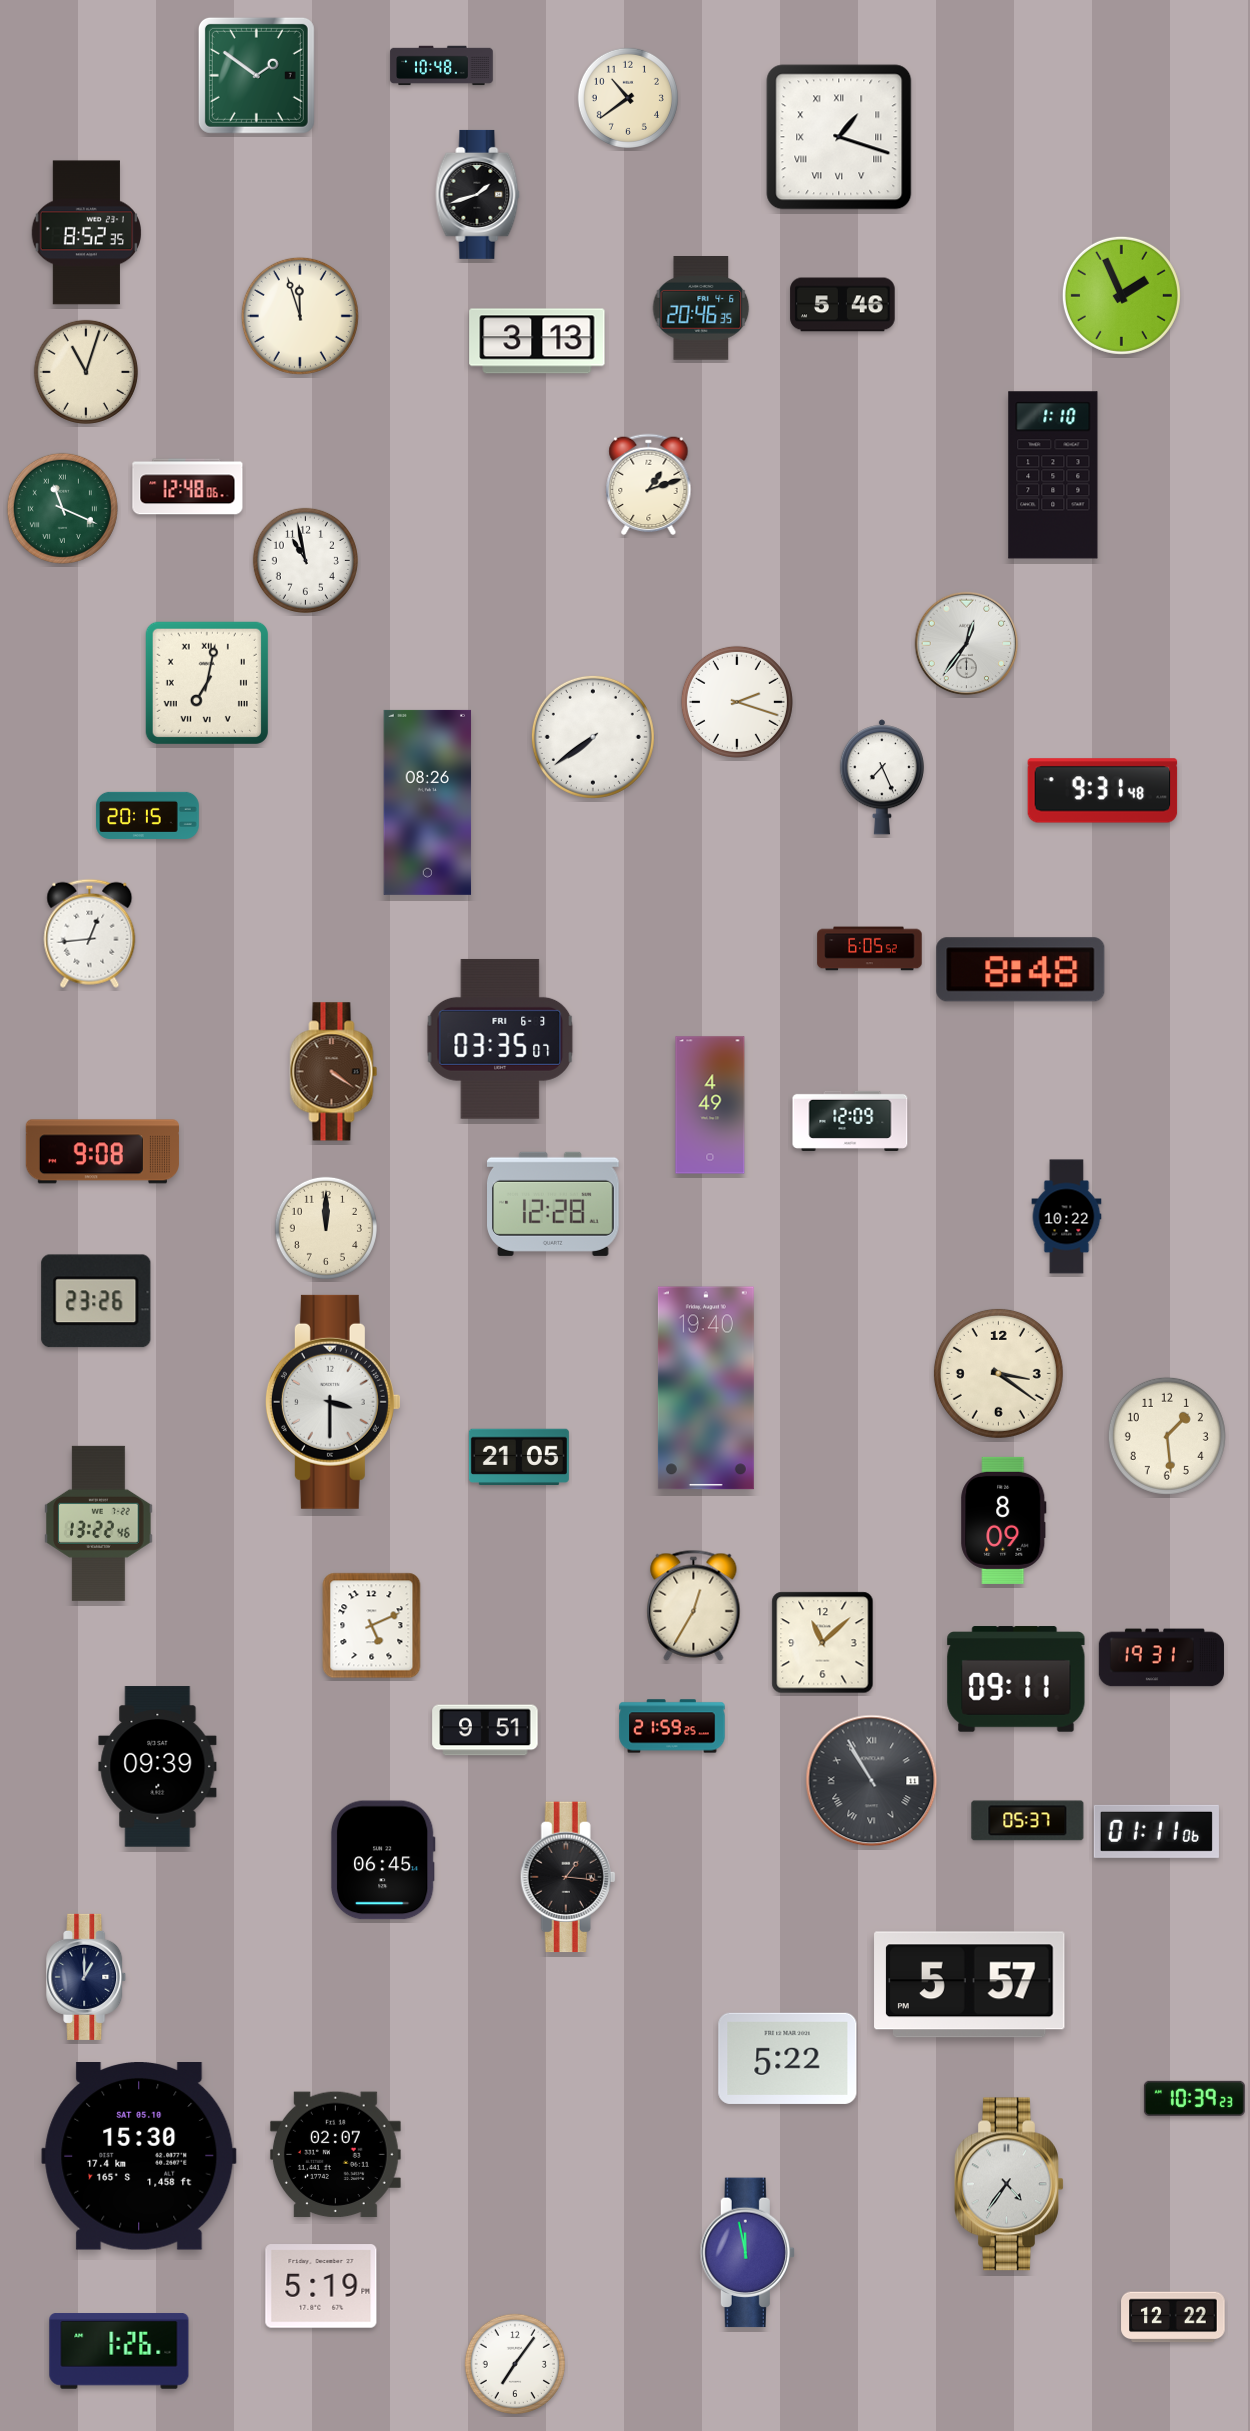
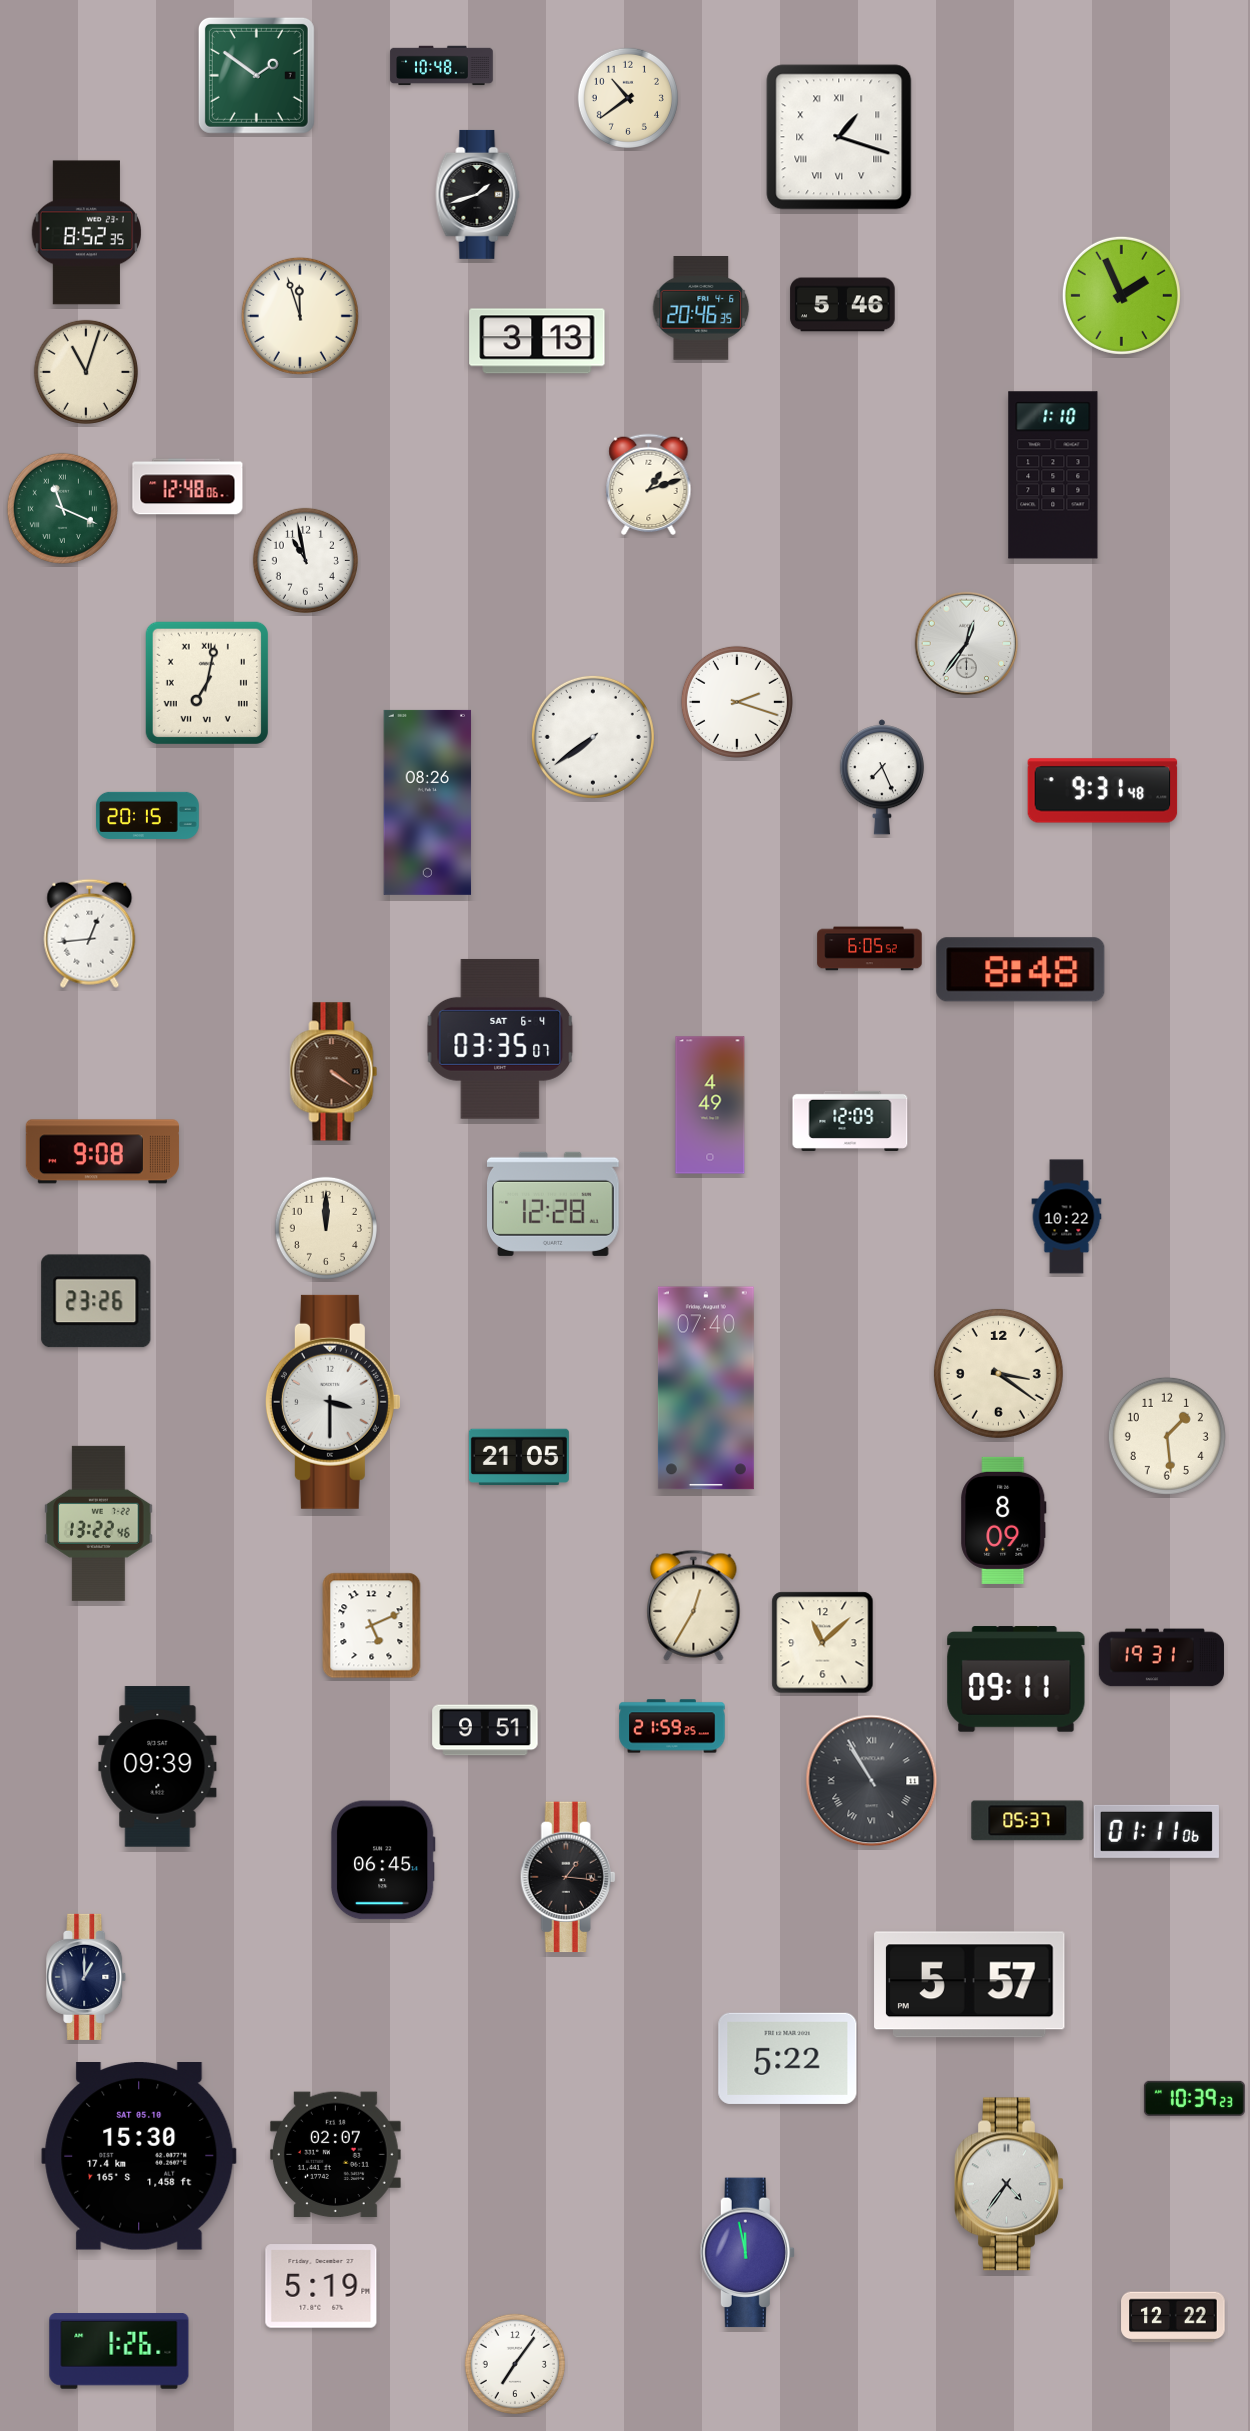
clock at (500, 1039) date: FRI 6-3 -> SAT 6-4
clock at (706, 1388): 19:40 -> 07:40
